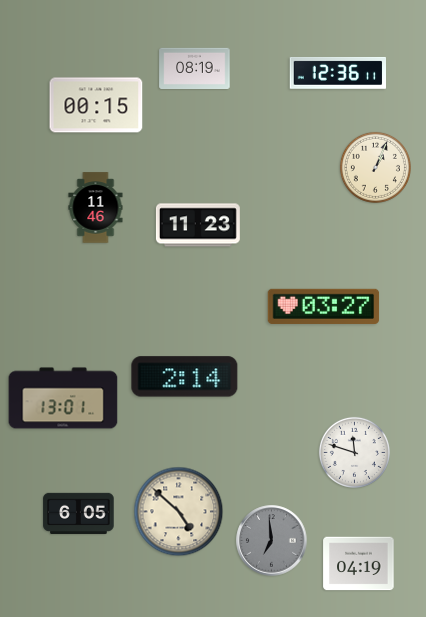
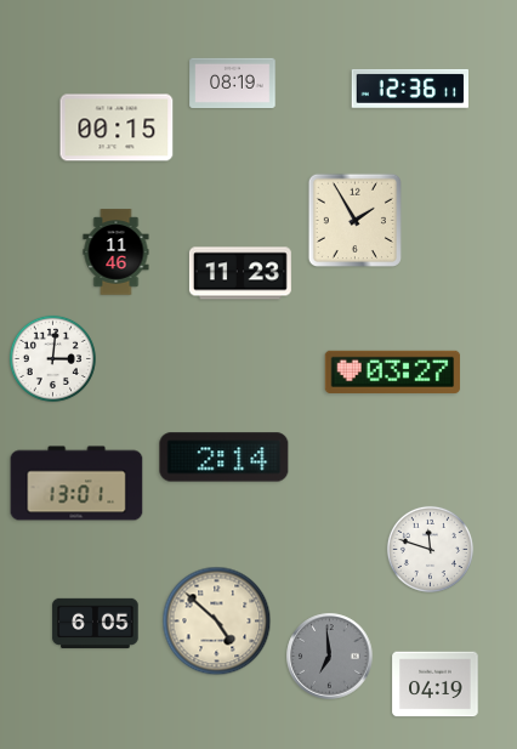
clock at (195, 68) position: (195, 68) -> (233, 83)
clock at (375, 167): 1:04 -> none
clock at (354, 220): none -> 1:55
clock at (52, 358): none -> 3:01
